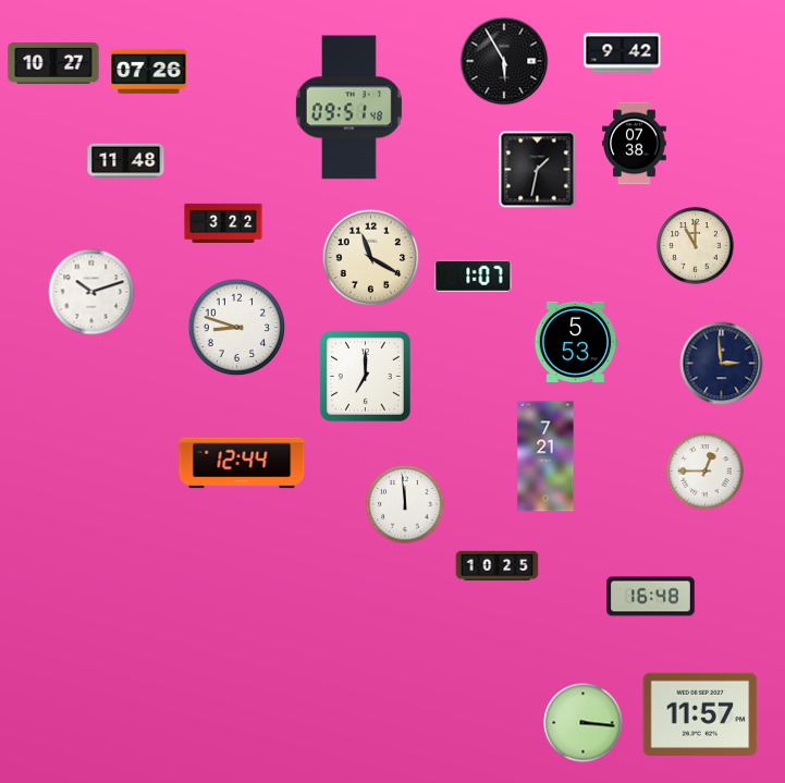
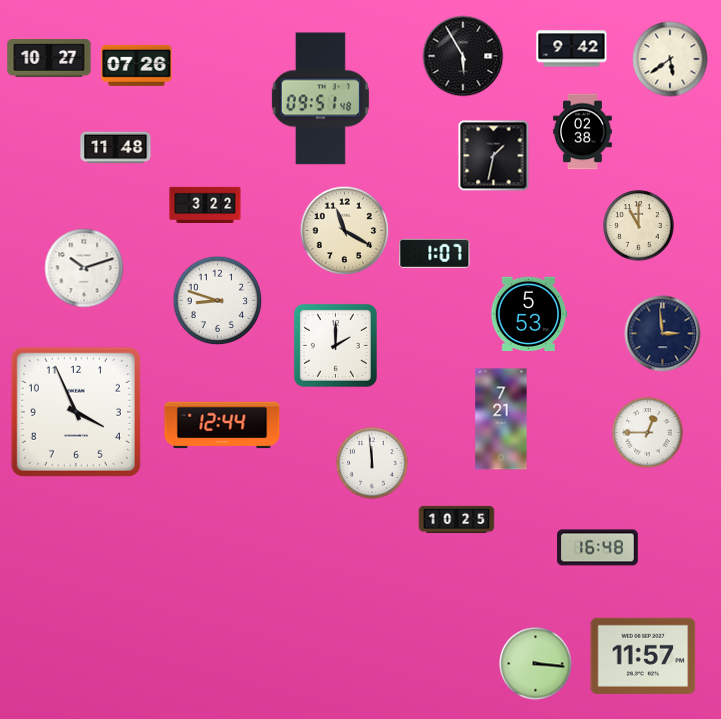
clock at (670, 59): none -> 5:39
clock at (635, 144): 07:38 -> 02:38
clock at (371, 258) position: (371, 258) -> (345, 231)
clock at (365, 376): 7:00 -> 2:00
clock at (76, 412): none -> 3:56
